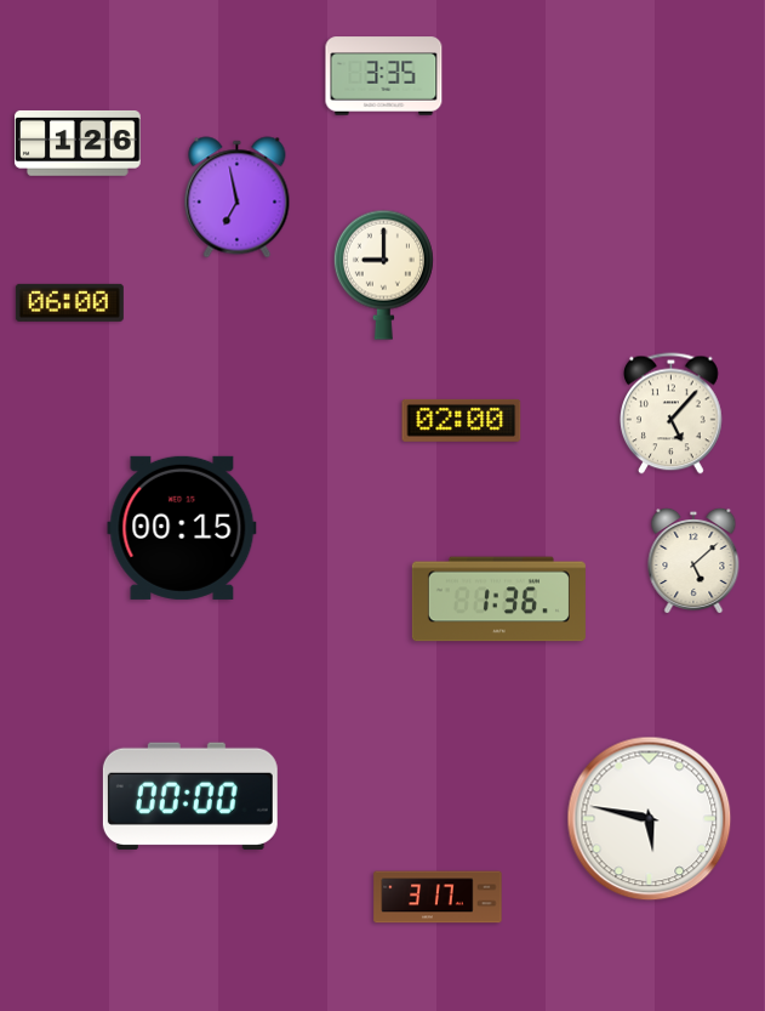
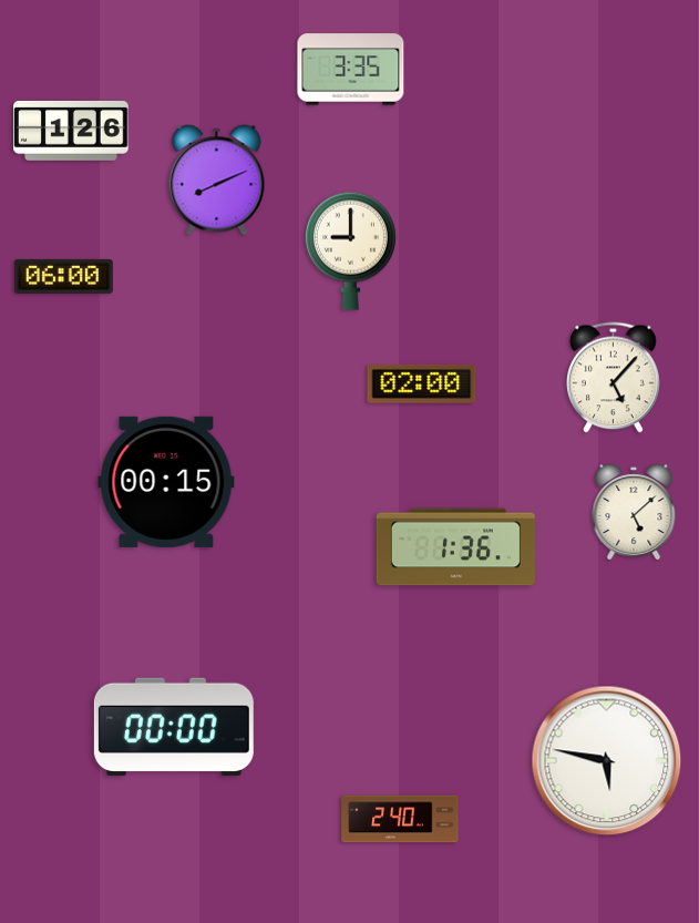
clock at (238, 198): 6:58 -> 8:11
clock at (650, 819) position: (650, 819) -> (607, 761)
clock at (438, 897): 3:17 -> 2:40
